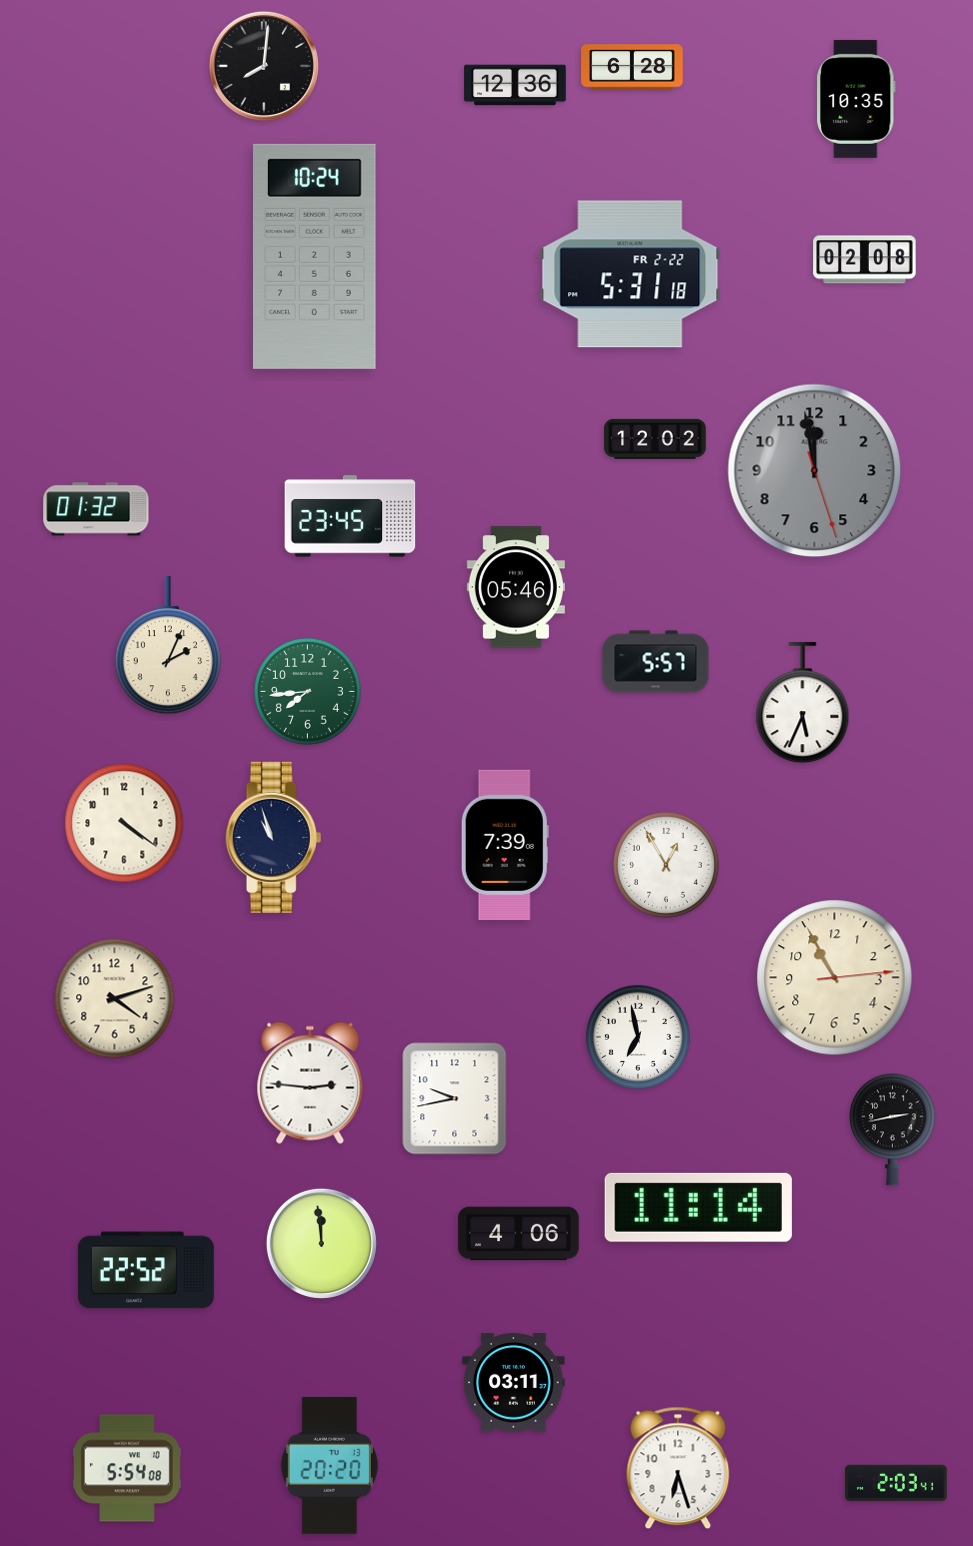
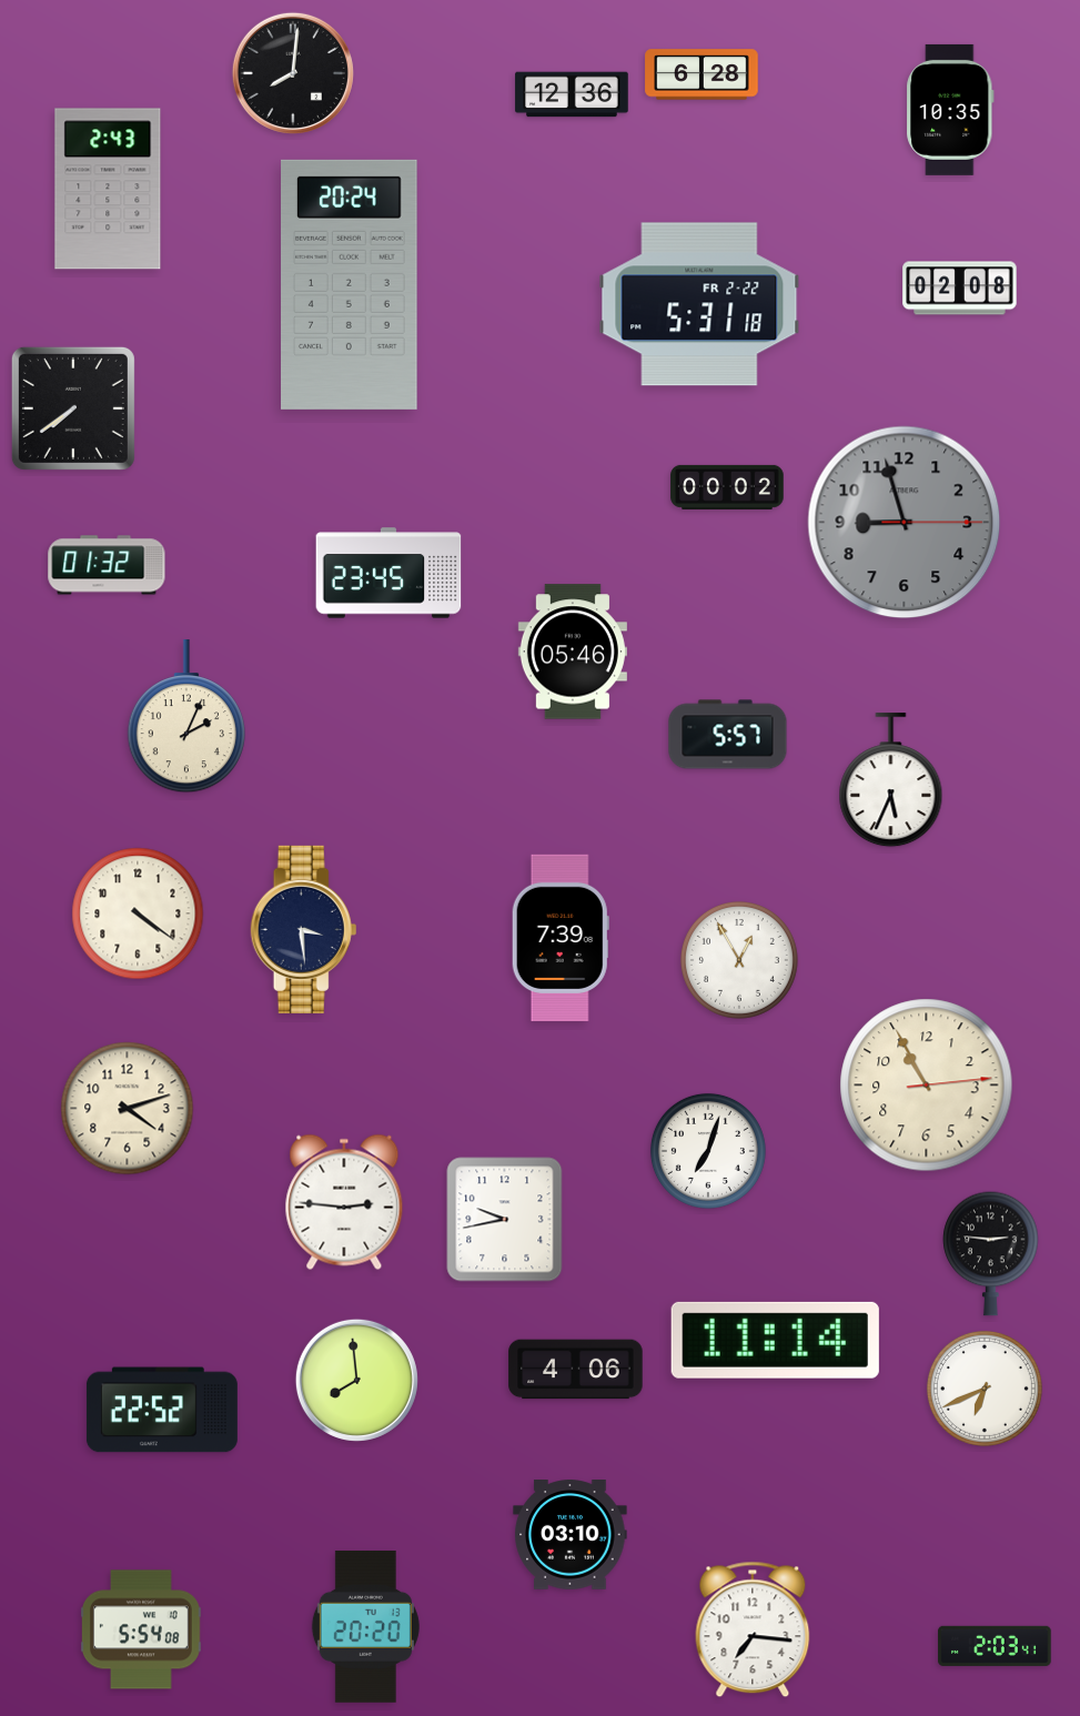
clock at (108, 189): none -> 2:43
clock at (315, 256): 10:24 -> 20:24
clock at (73, 408): none -> 7:39
clock at (655, 439): 12:02 -> 00:02
clock at (815, 471): 11:58 -> 8:57
clock at (307, 691): 7:44 -> none
clock at (274, 837): 10:57 -> 3:29
clock at (638, 1037): 6:58 -> 7:03
clock at (893, 1129): 2:43 -> 2:46
clock at (321, 1243): 11:59 -> 7:59
clock at (985, 1389): none -> 6:41
clock at (514, 1383): 03:11 -> 03:10
clock at (678, 1468): 6:27 -> 7:16
